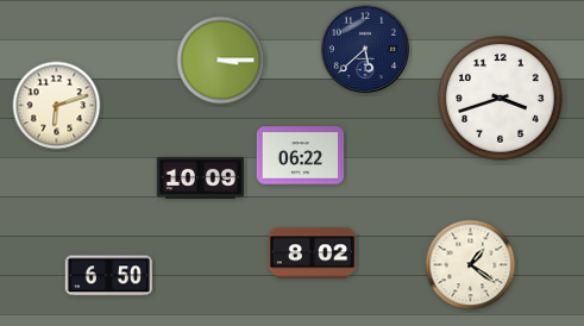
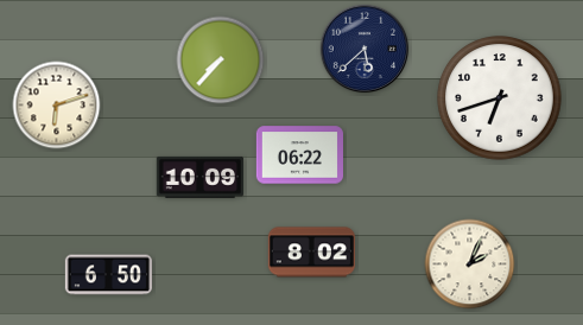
clock at (221, 61): 3:15 -> 7:37
clock at (501, 99): 3:42 -> 6:42
clock at (471, 265): 1:21 -> 2:04
